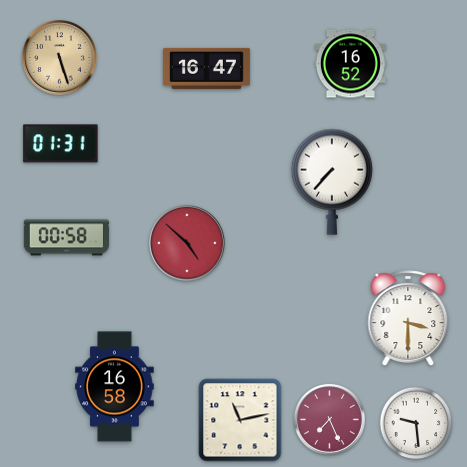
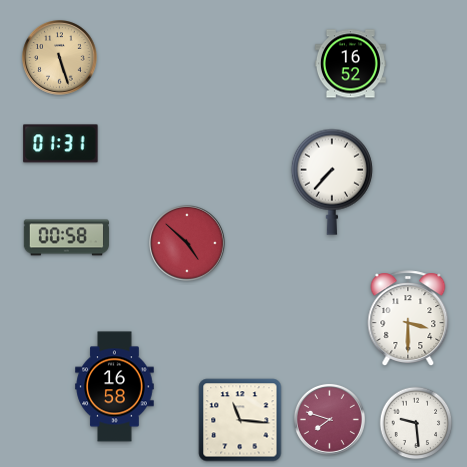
clock at (206, 68): 16:47 -> none
clock at (329, 419): 7:26 -> 7:48
clock at (240, 420): 11:13 -> 11:16
